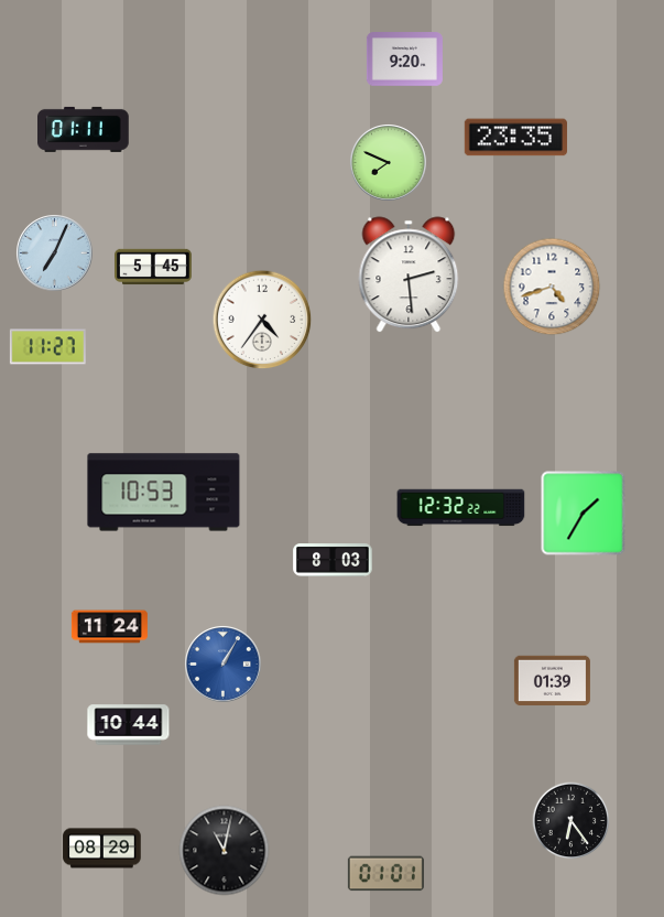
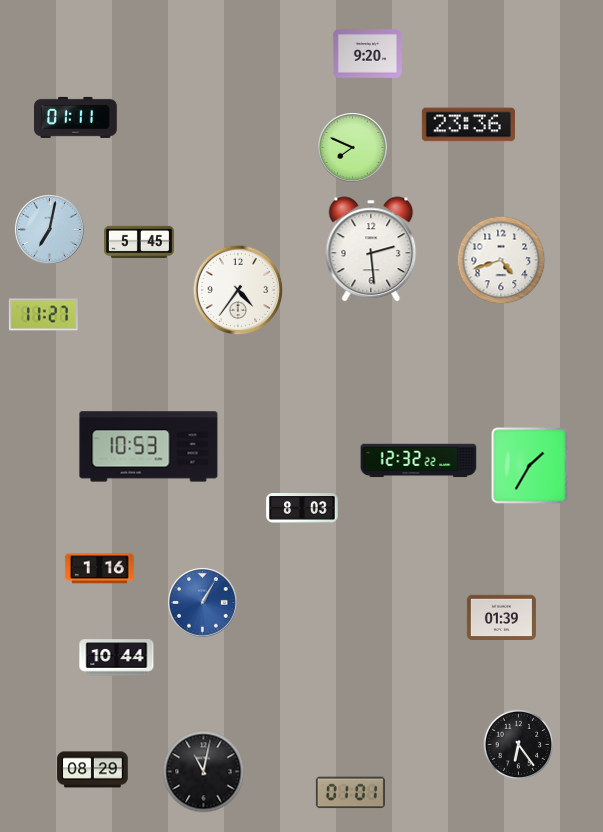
clock at (515, 138): 23:35 -> 23:36
clock at (55, 253): 7:04 -> 7:02
clock at (109, 627): 11:24 -> 1:16
